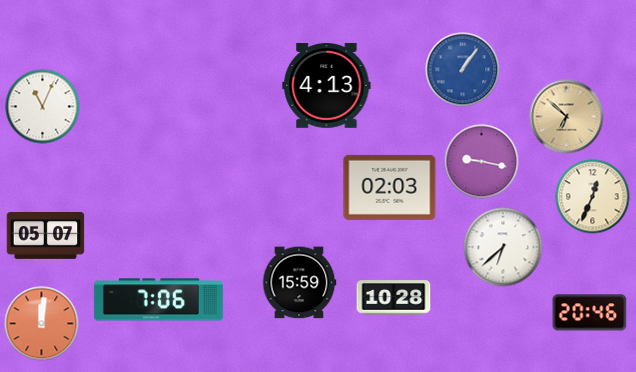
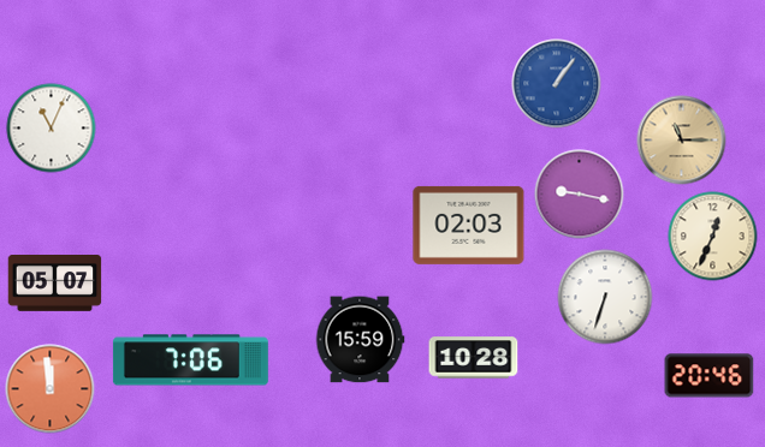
clock at (327, 86): 4:13 -> none
clock at (567, 117): 6:52 -> 11:15
clock at (503, 247): 6:38 -> 6:33
clock at (42, 324): 12:01 -> 11:59
